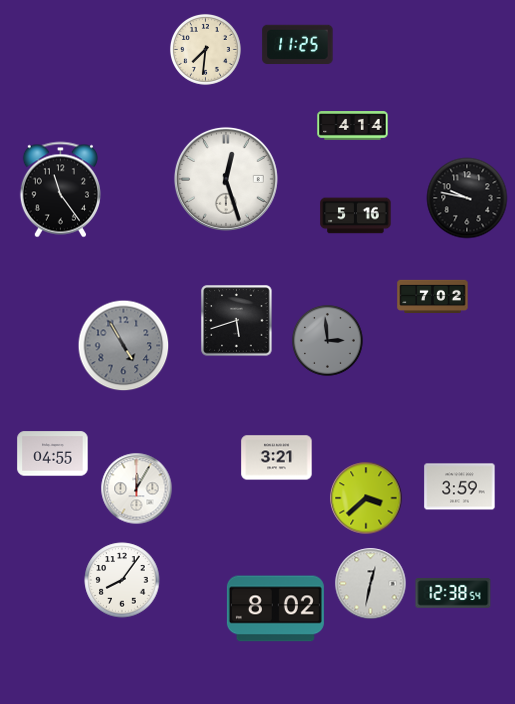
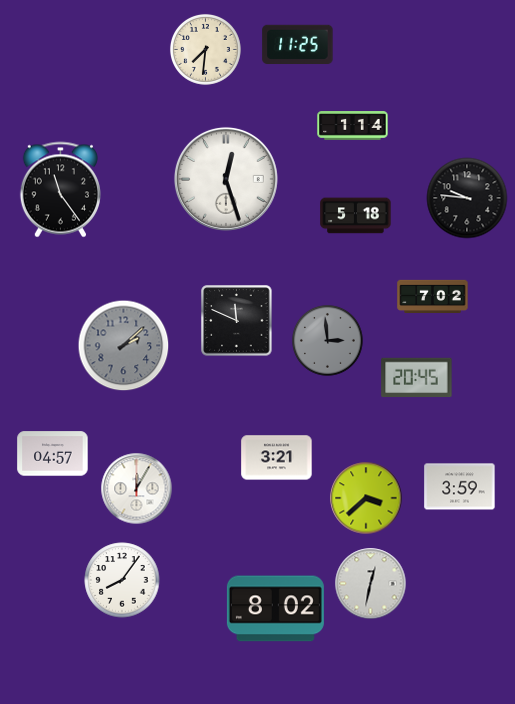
clock at (353, 126): 4:14 -> 1:14
clock at (467, 198): 9:47 -> 9:46
clock at (356, 216): 5:16 -> 5:18
clock at (237, 321): 5:42 -> 11:49
clock at (124, 346): 4:55 -> 2:08
clock at (417, 378): none -> 20:45
clock at (53, 454): 04:55 -> 04:57
clock at (453, 593): 12:38 -> none
